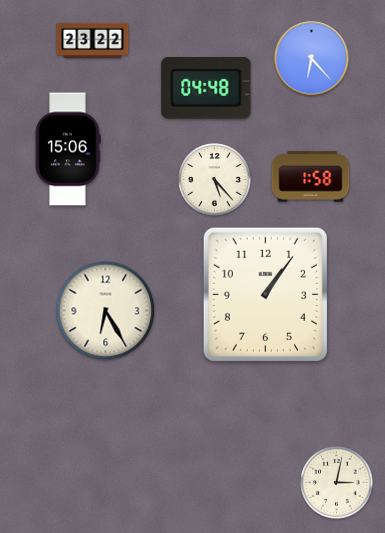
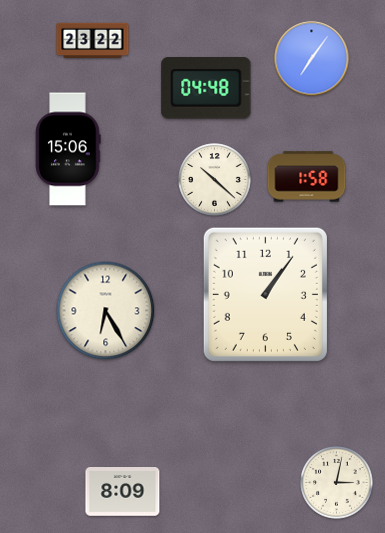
clock at (312, 59): 6:23 -> 7:06
clock at (311, 177) position: (311, 177) -> (307, 177)
clock at (215, 180): 5:23 -> 10:22
clock at (123, 492): none -> 8:09
